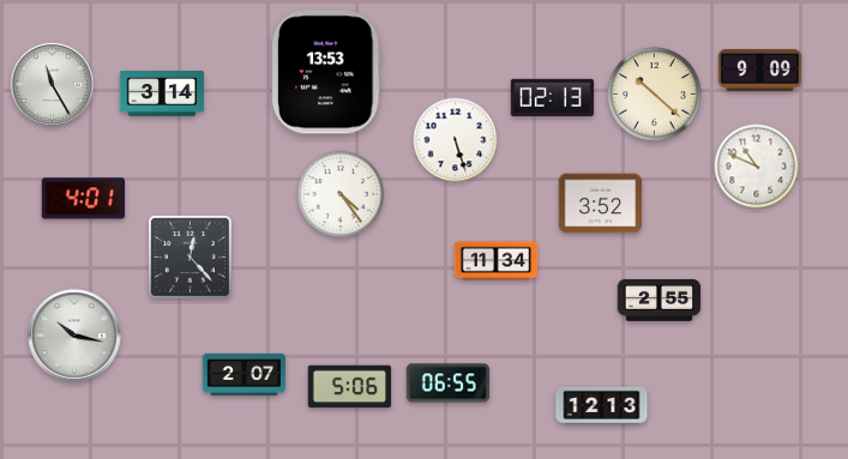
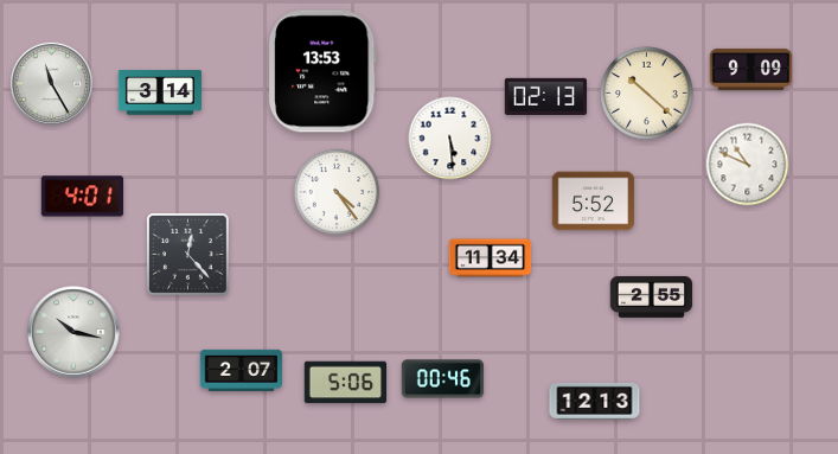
clock at (456, 140): 5:27 -> 5:29
clock at (601, 204): 3:52 -> 5:52
clock at (449, 383): 06:55 -> 00:46
